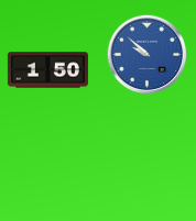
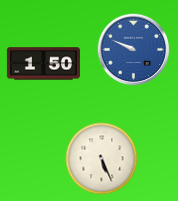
clock at (148, 55): 9:52 -> 9:49
clock at (102, 159): none -> 5:26
